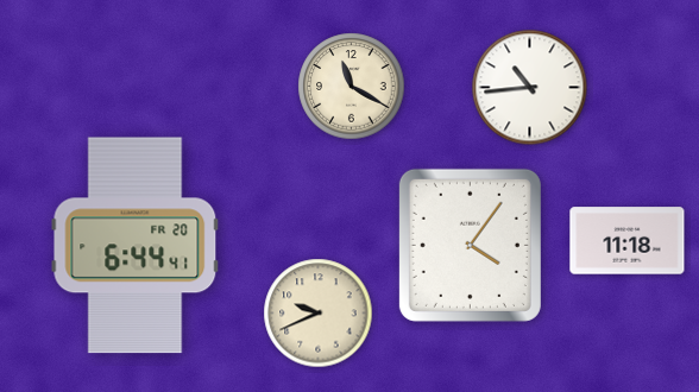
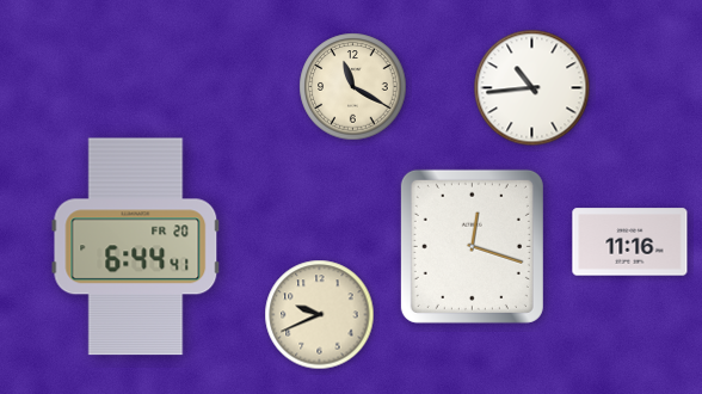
clock at (628, 241): 11:18 -> 11:16
clock at (470, 245): 4:06 -> 12:18
